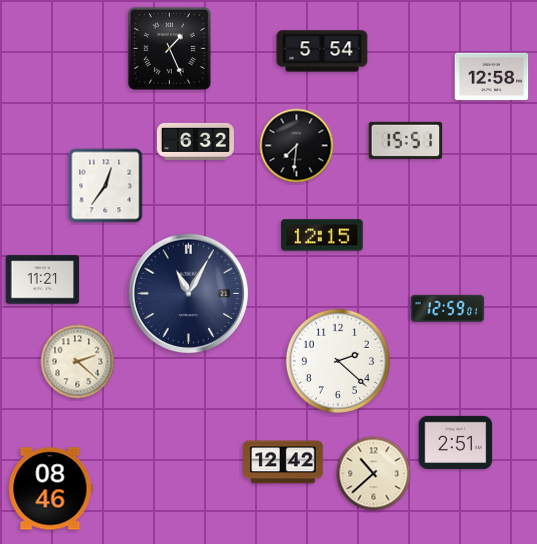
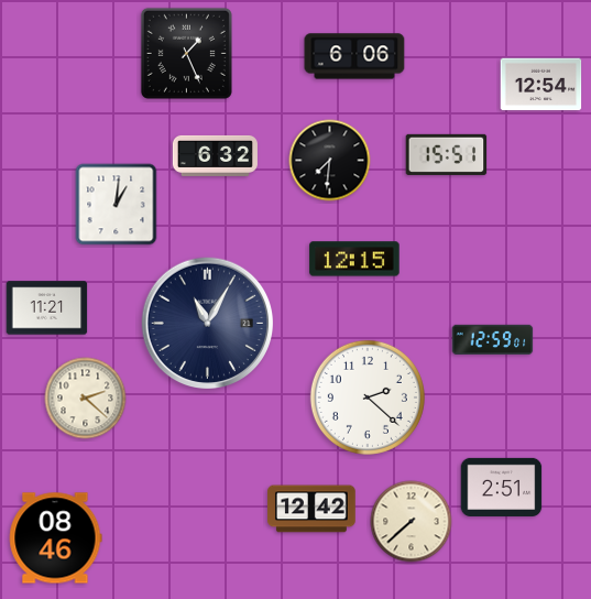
clock at (322, 51): 5:54 -> 6:06
clock at (492, 77): 12:58 -> 12:54
clock at (297, 146) position: (297, 146) -> (330, 161)
clock at (106, 186): 12:36 -> 1:01
clock at (338, 361) position: (338, 361) -> (368, 397)
clock at (374, 474): 10:38 -> 7:38
